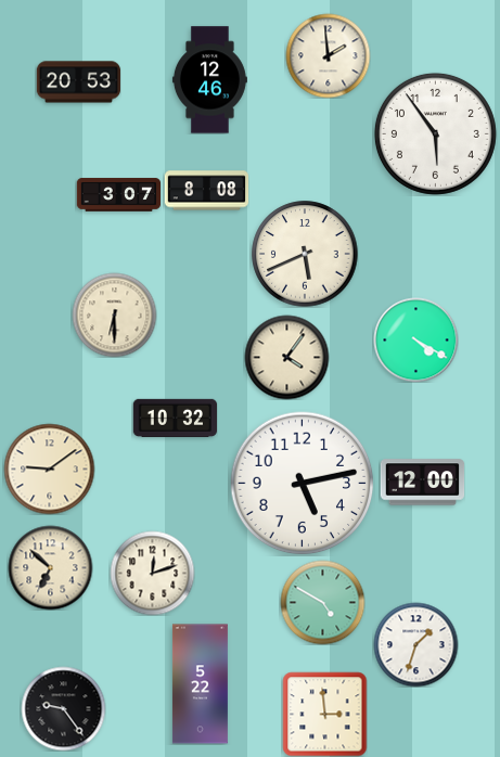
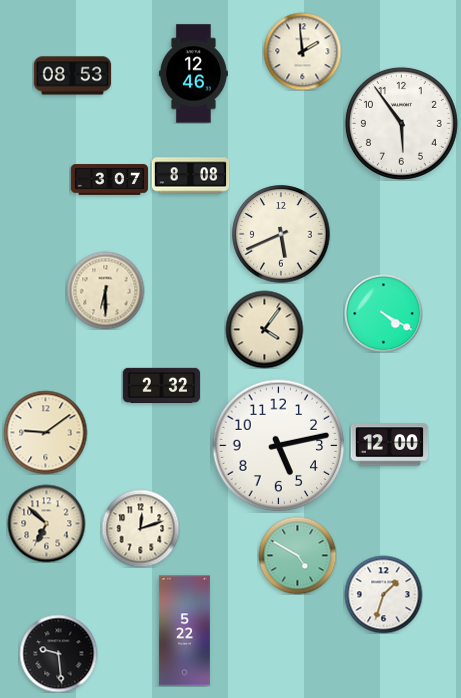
clock at (78, 82): 20:53 -> 08:53
clock at (175, 418): 10:32 -> 2:32
clock at (63, 708): 9:24 -> 9:29
clock at (324, 714): 2:59 -> none
